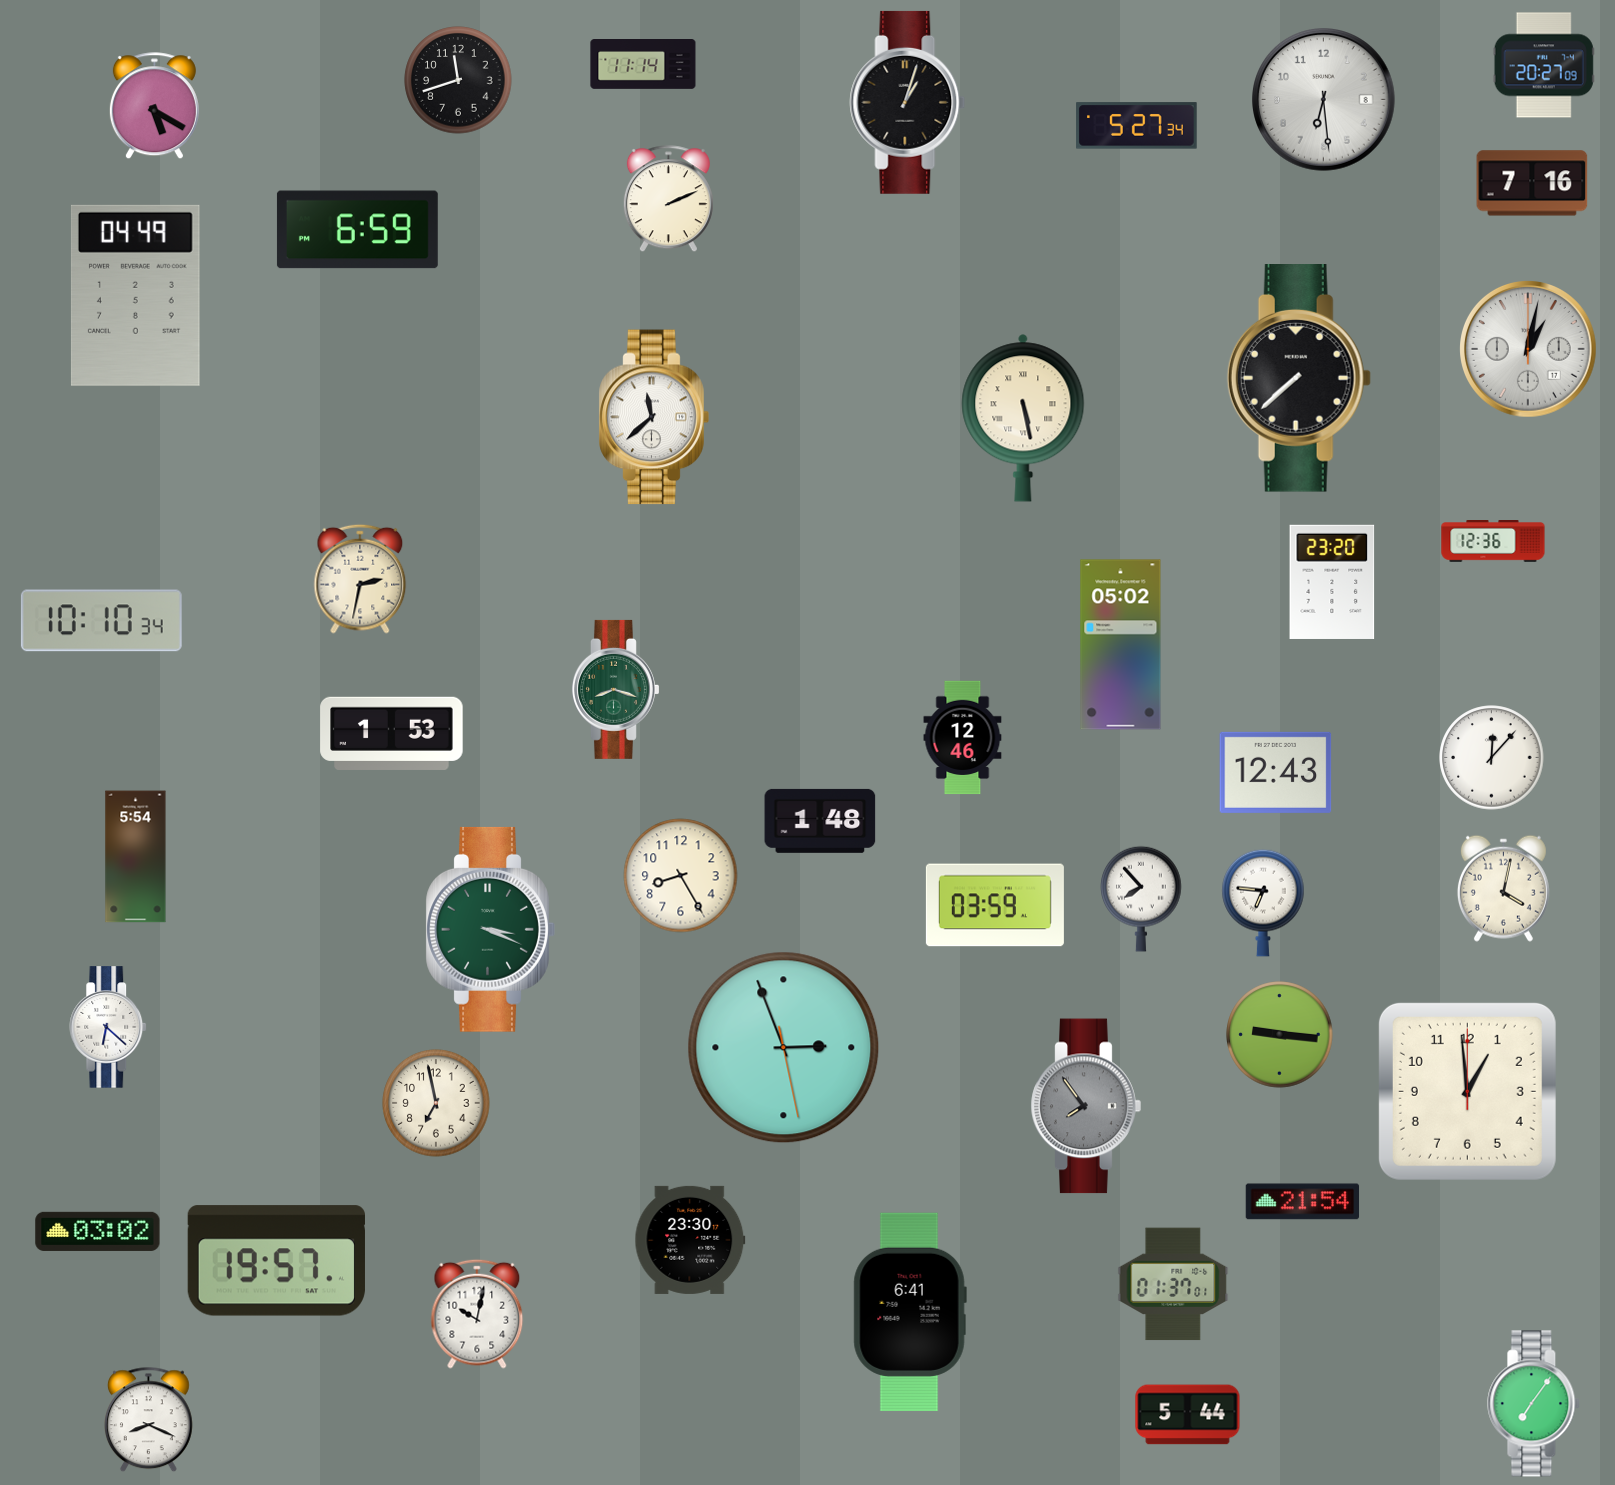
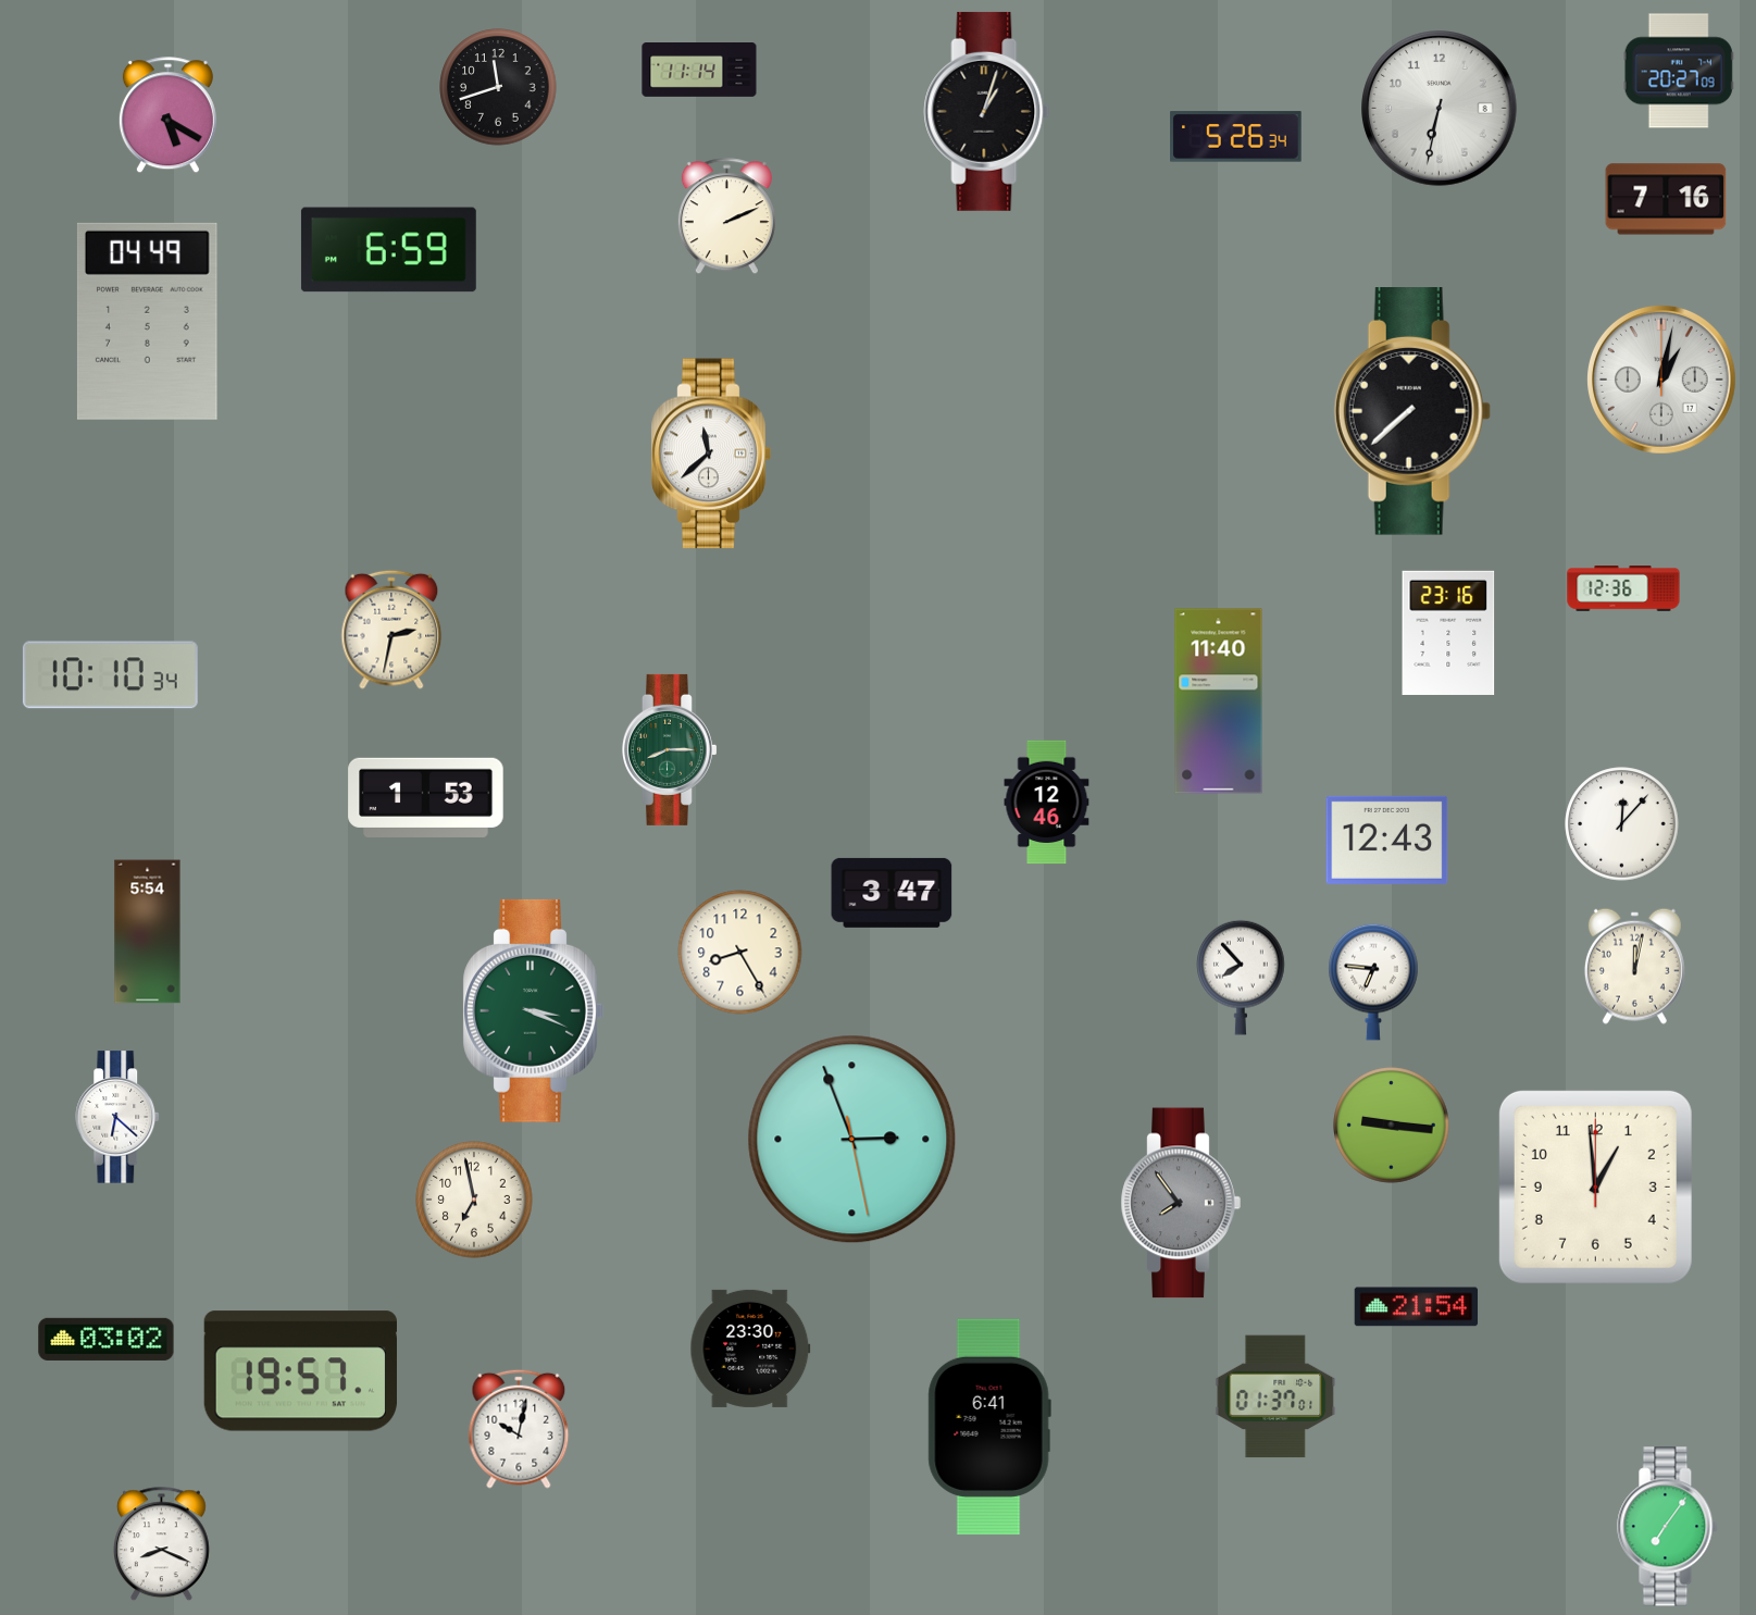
clock at (1324, 100): 6:29 -> 6:32
clock at (1137, 126): 5:27 -> 5:26
clock at (1023, 418): 5:28 -> none
clock at (1332, 582): 23:20 -> 23:16
clock at (1121, 645): 05:02 -> 11:40
clock at (616, 689): 8:18 -> 8:15
clock at (820, 821): 1:48 -> 3:47
clock at (1503, 888): 4:02 -> 12:02
clock at (995, 905): 03:59 -> none
clock at (1188, 1415): 5:44 -> none
